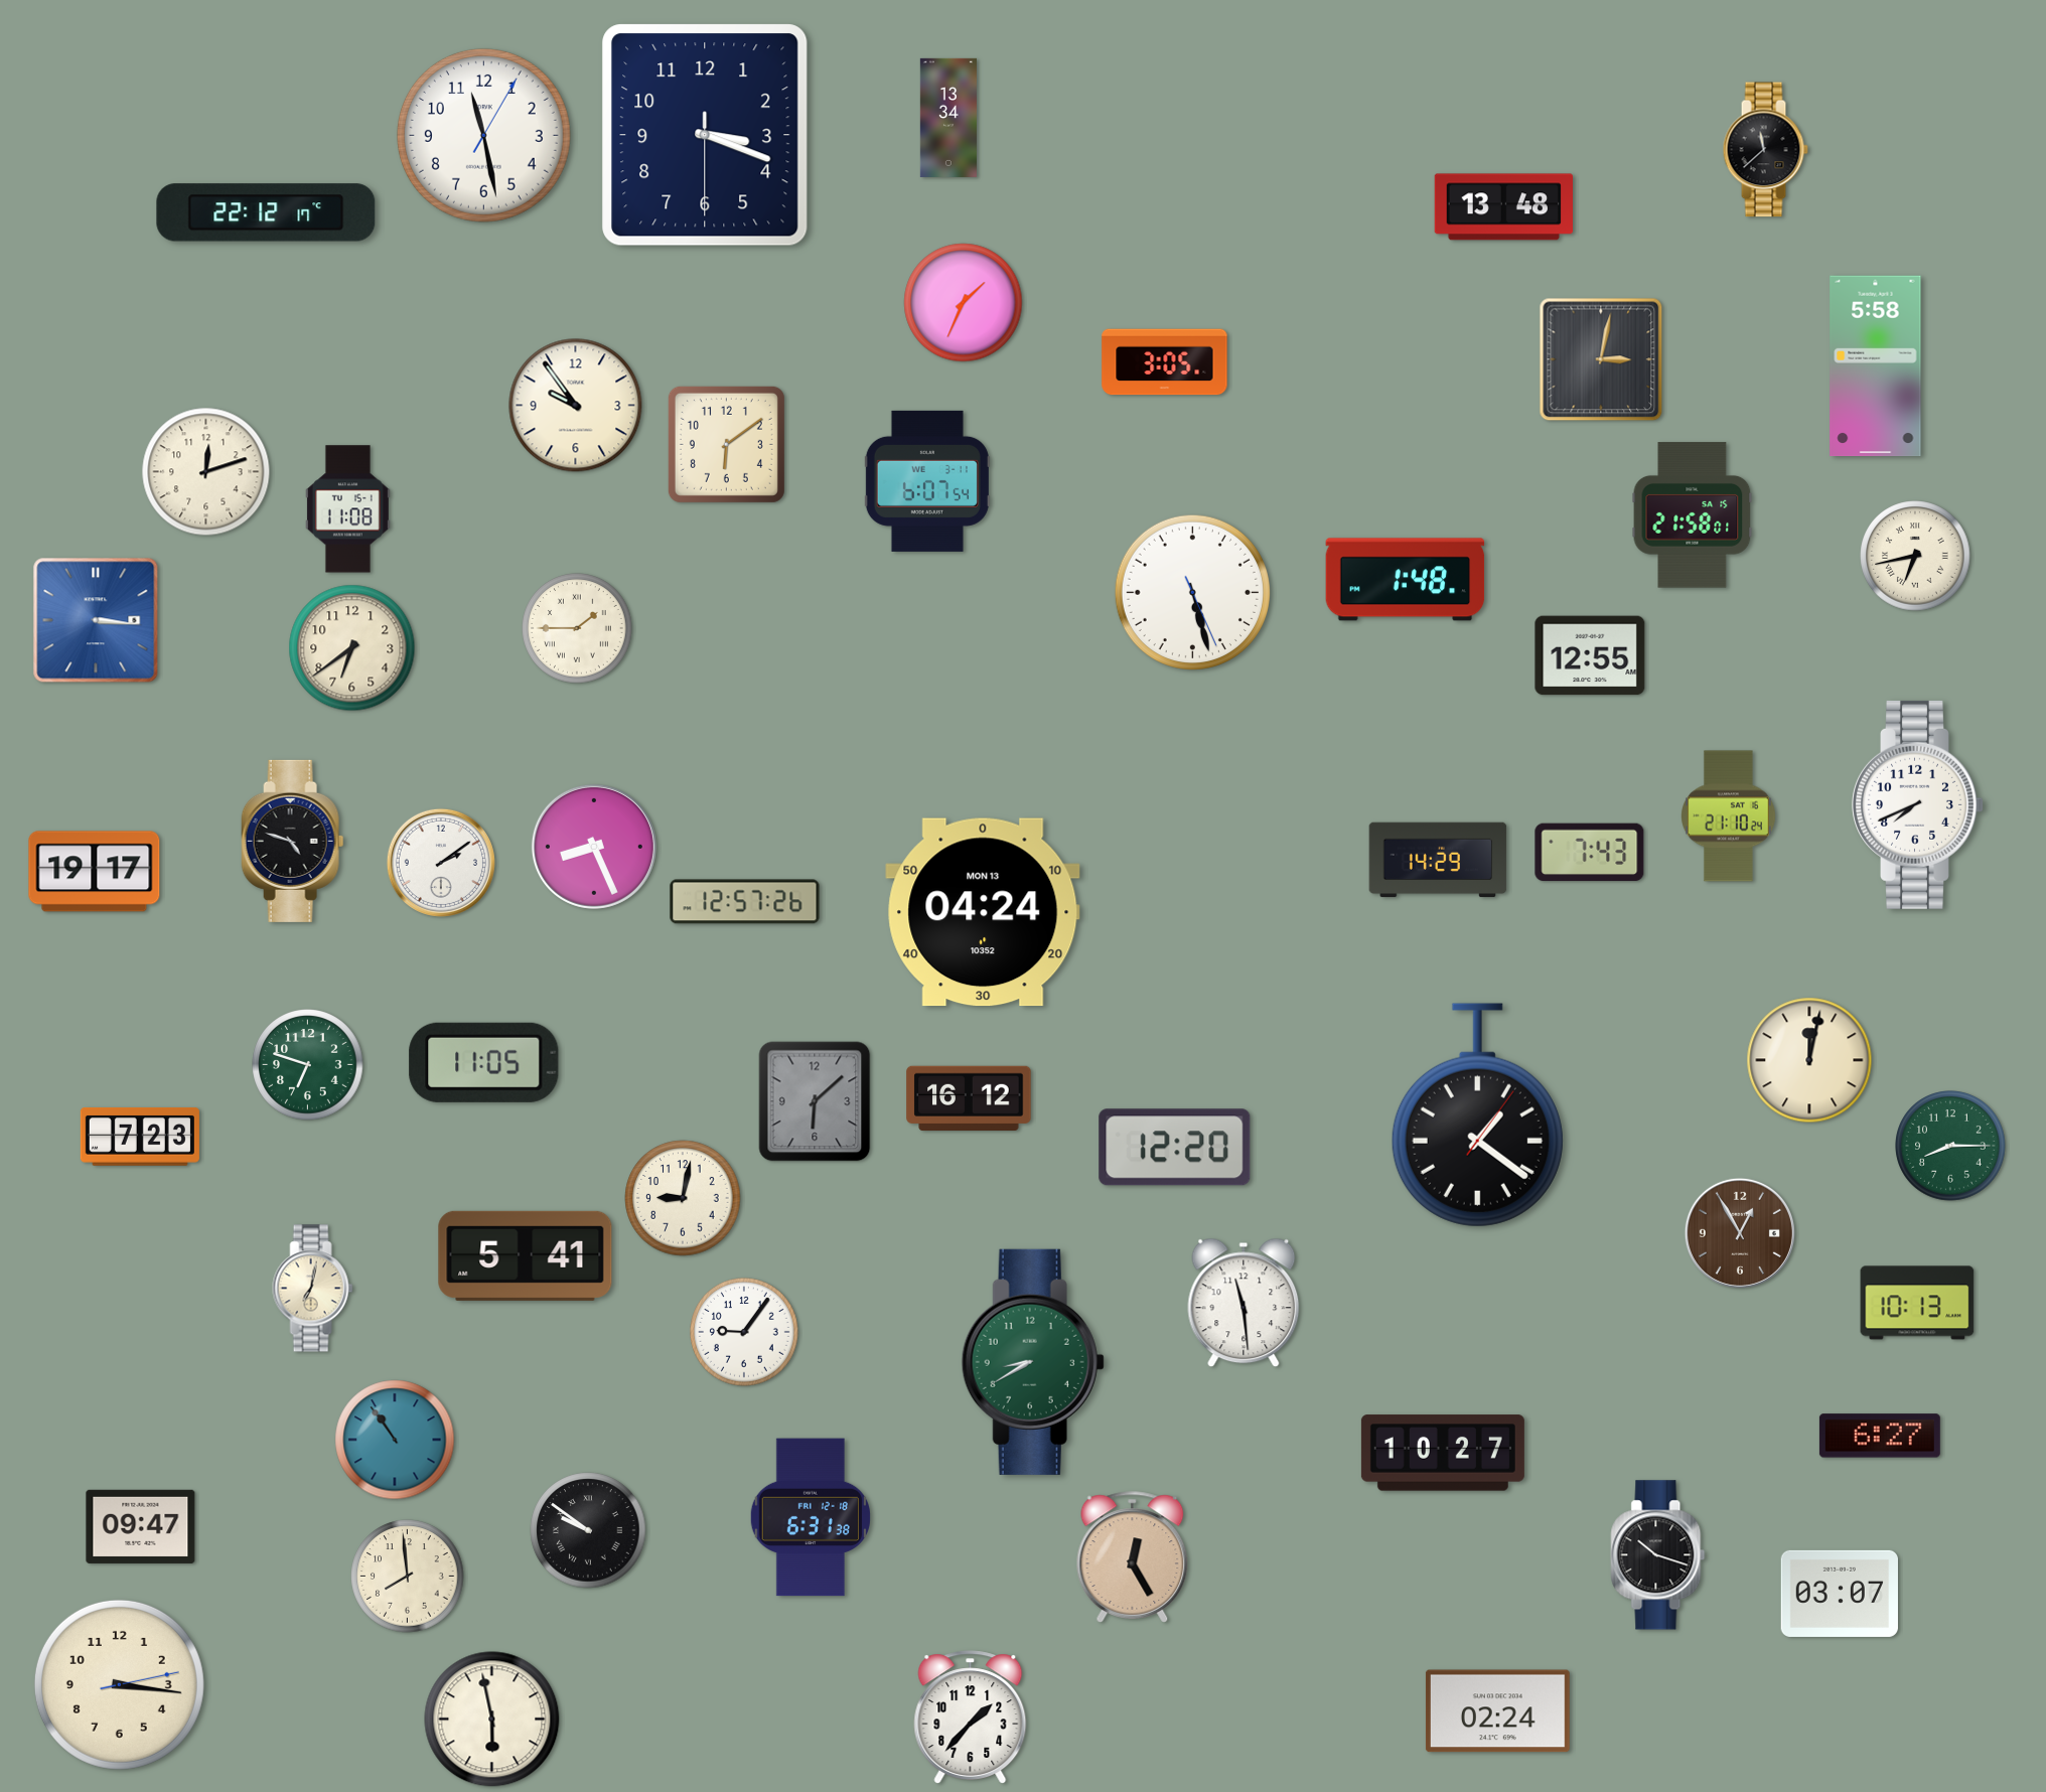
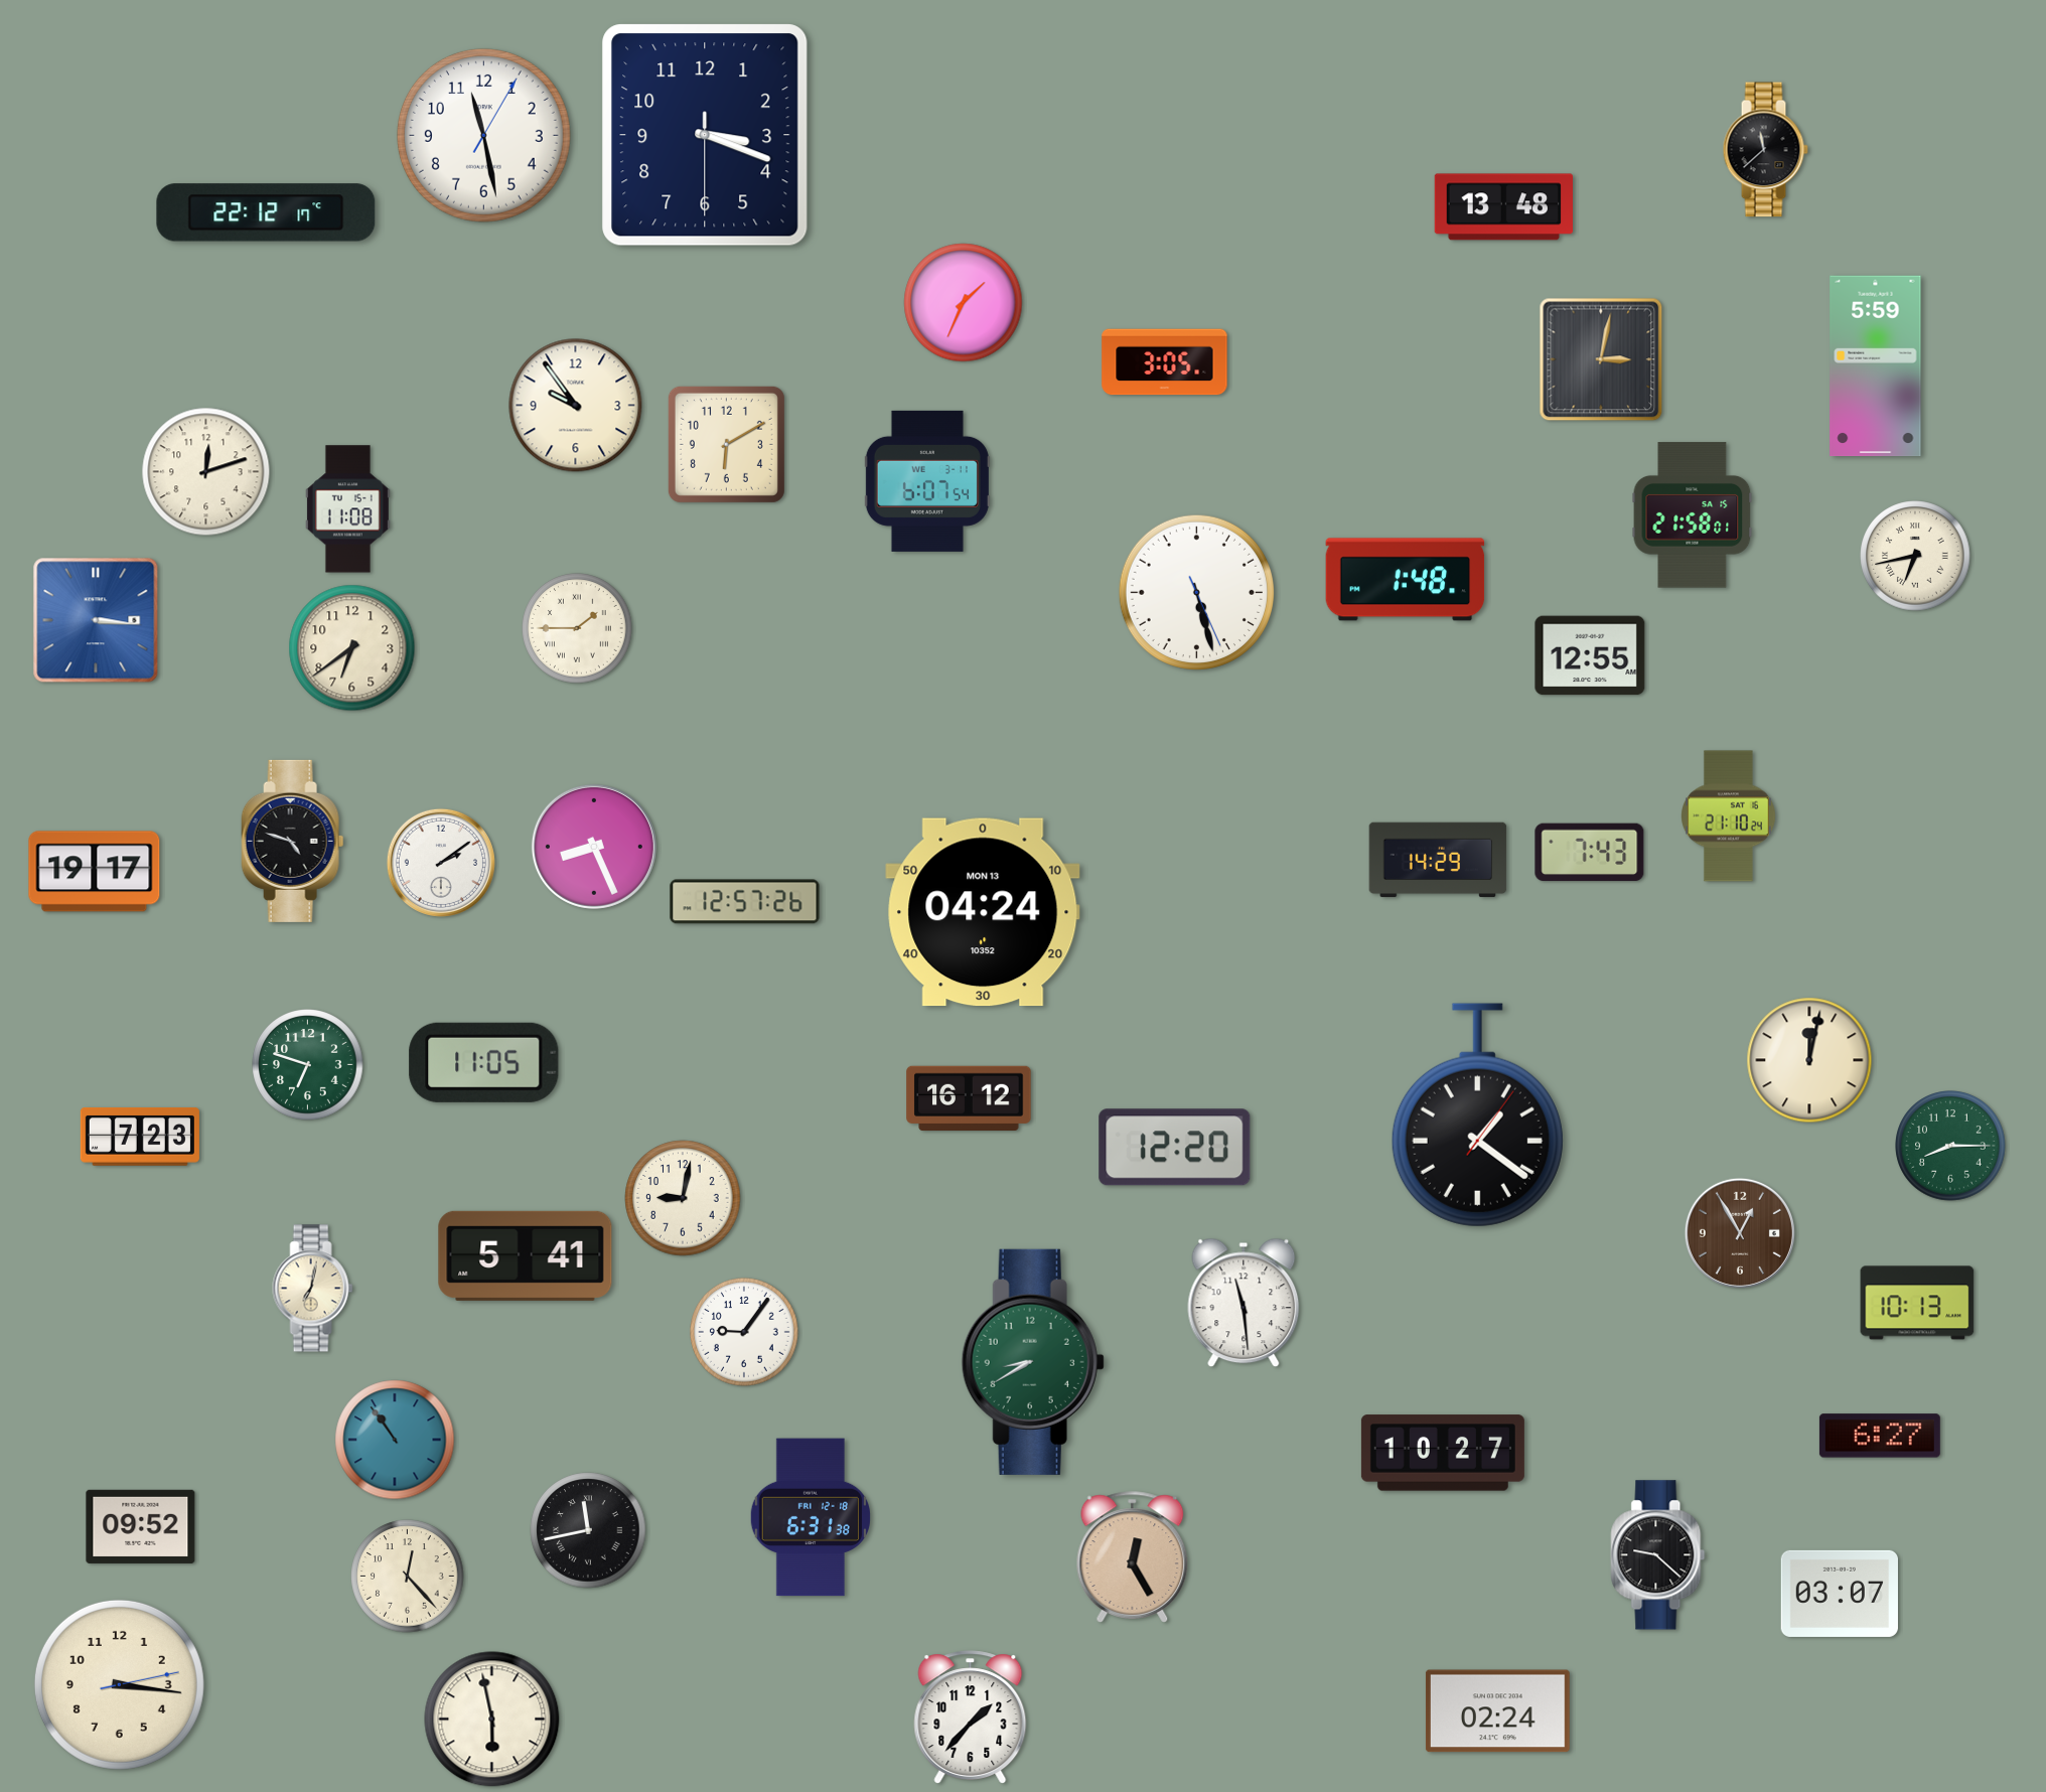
clock at (948, 118): 13:34 -> none
clock at (1876, 366): 5:58 -> 5:59
clock at (726, 444): 6:09 -> 6:10
clock at (1192, 592) position: (1192, 592) -> (1196, 592)
clock at (1918, 804): 7:41 -> none
clock at (815, 1101): 6:08 -> none
clock at (141, 1526): 09:47 -> 09:52
clock at (588, 1530): 9:51 -> 11:43
clock at (1658, 1555): 10:18 -> 9:22
clock at (408, 1577): 7:59 -> 12:23
